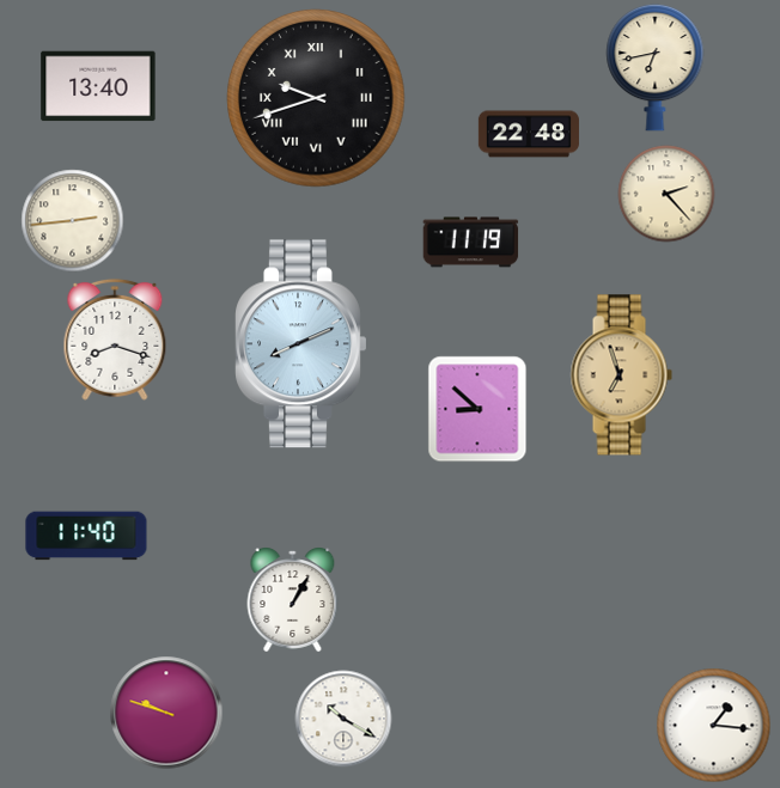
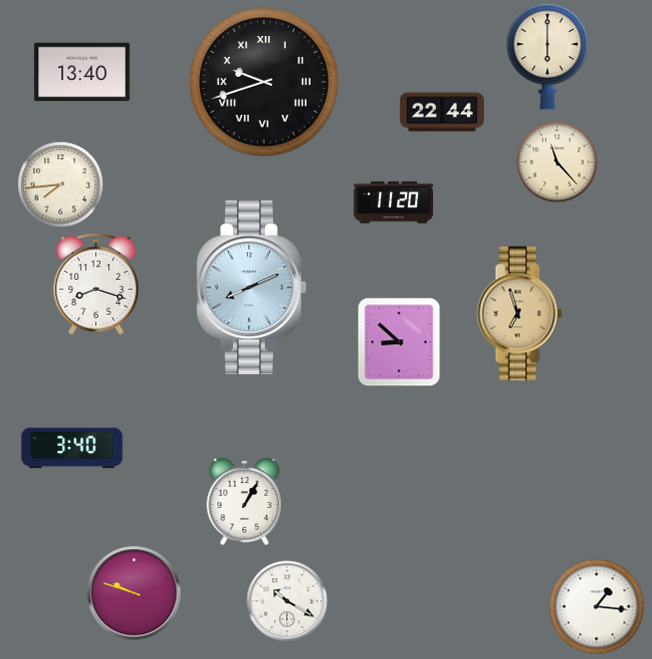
clock at (656, 67): 6:43 -> 6:00
clock at (529, 134): 22:48 -> 22:44
clock at (666, 194): 2:23 -> 11:23
clock at (73, 221): 2:44 -> 7:44
clock at (471, 243): 11:19 -> 11:20
clock at (86, 536): 11:40 -> 3:40
clock at (166, 713) position: (166, 713) -> (134, 593)
